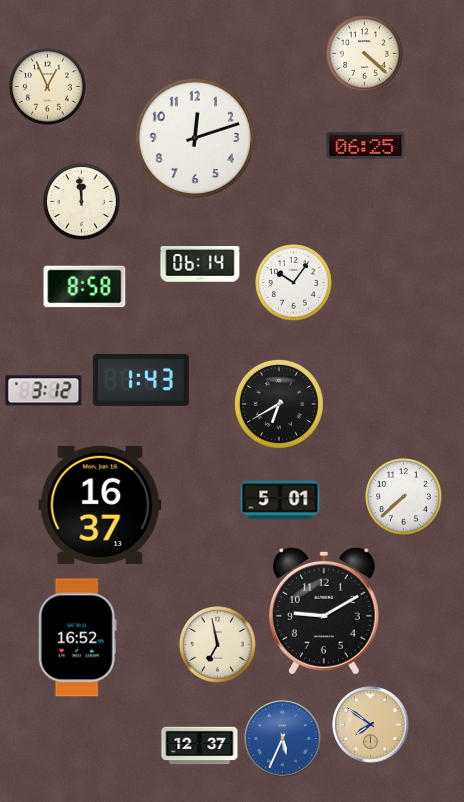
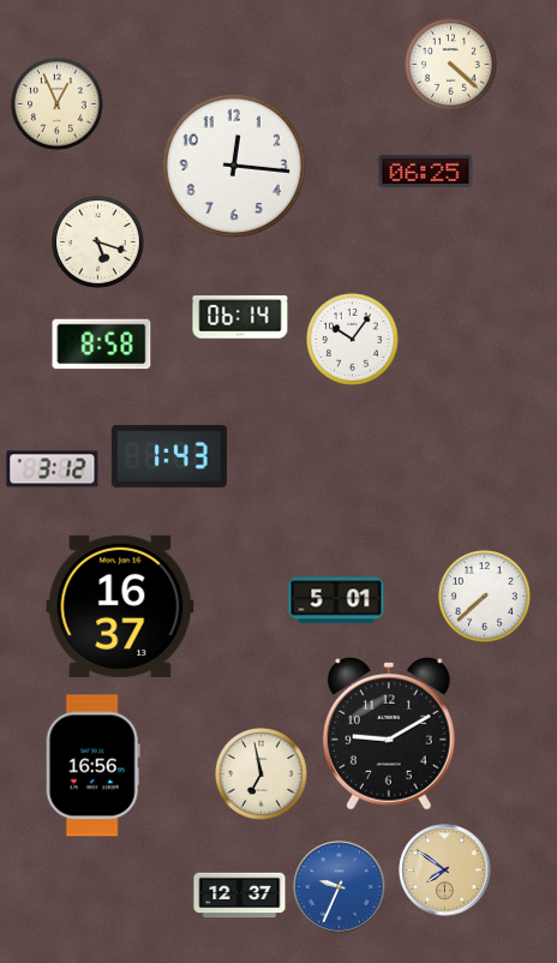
clock at (365, 54) position: (365, 54) -> (451, 65)
clock at (194, 137): 12:12 -> 12:16
clock at (366, 145) position: (366, 145) -> (426, 171)
clock at (82, 202): 11:59 -> 5:18
clock at (279, 404): 6:40 -> none
clock at (77, 638): 16:52 -> 16:56
clock at (283, 739): 5:34 -> 9:34
